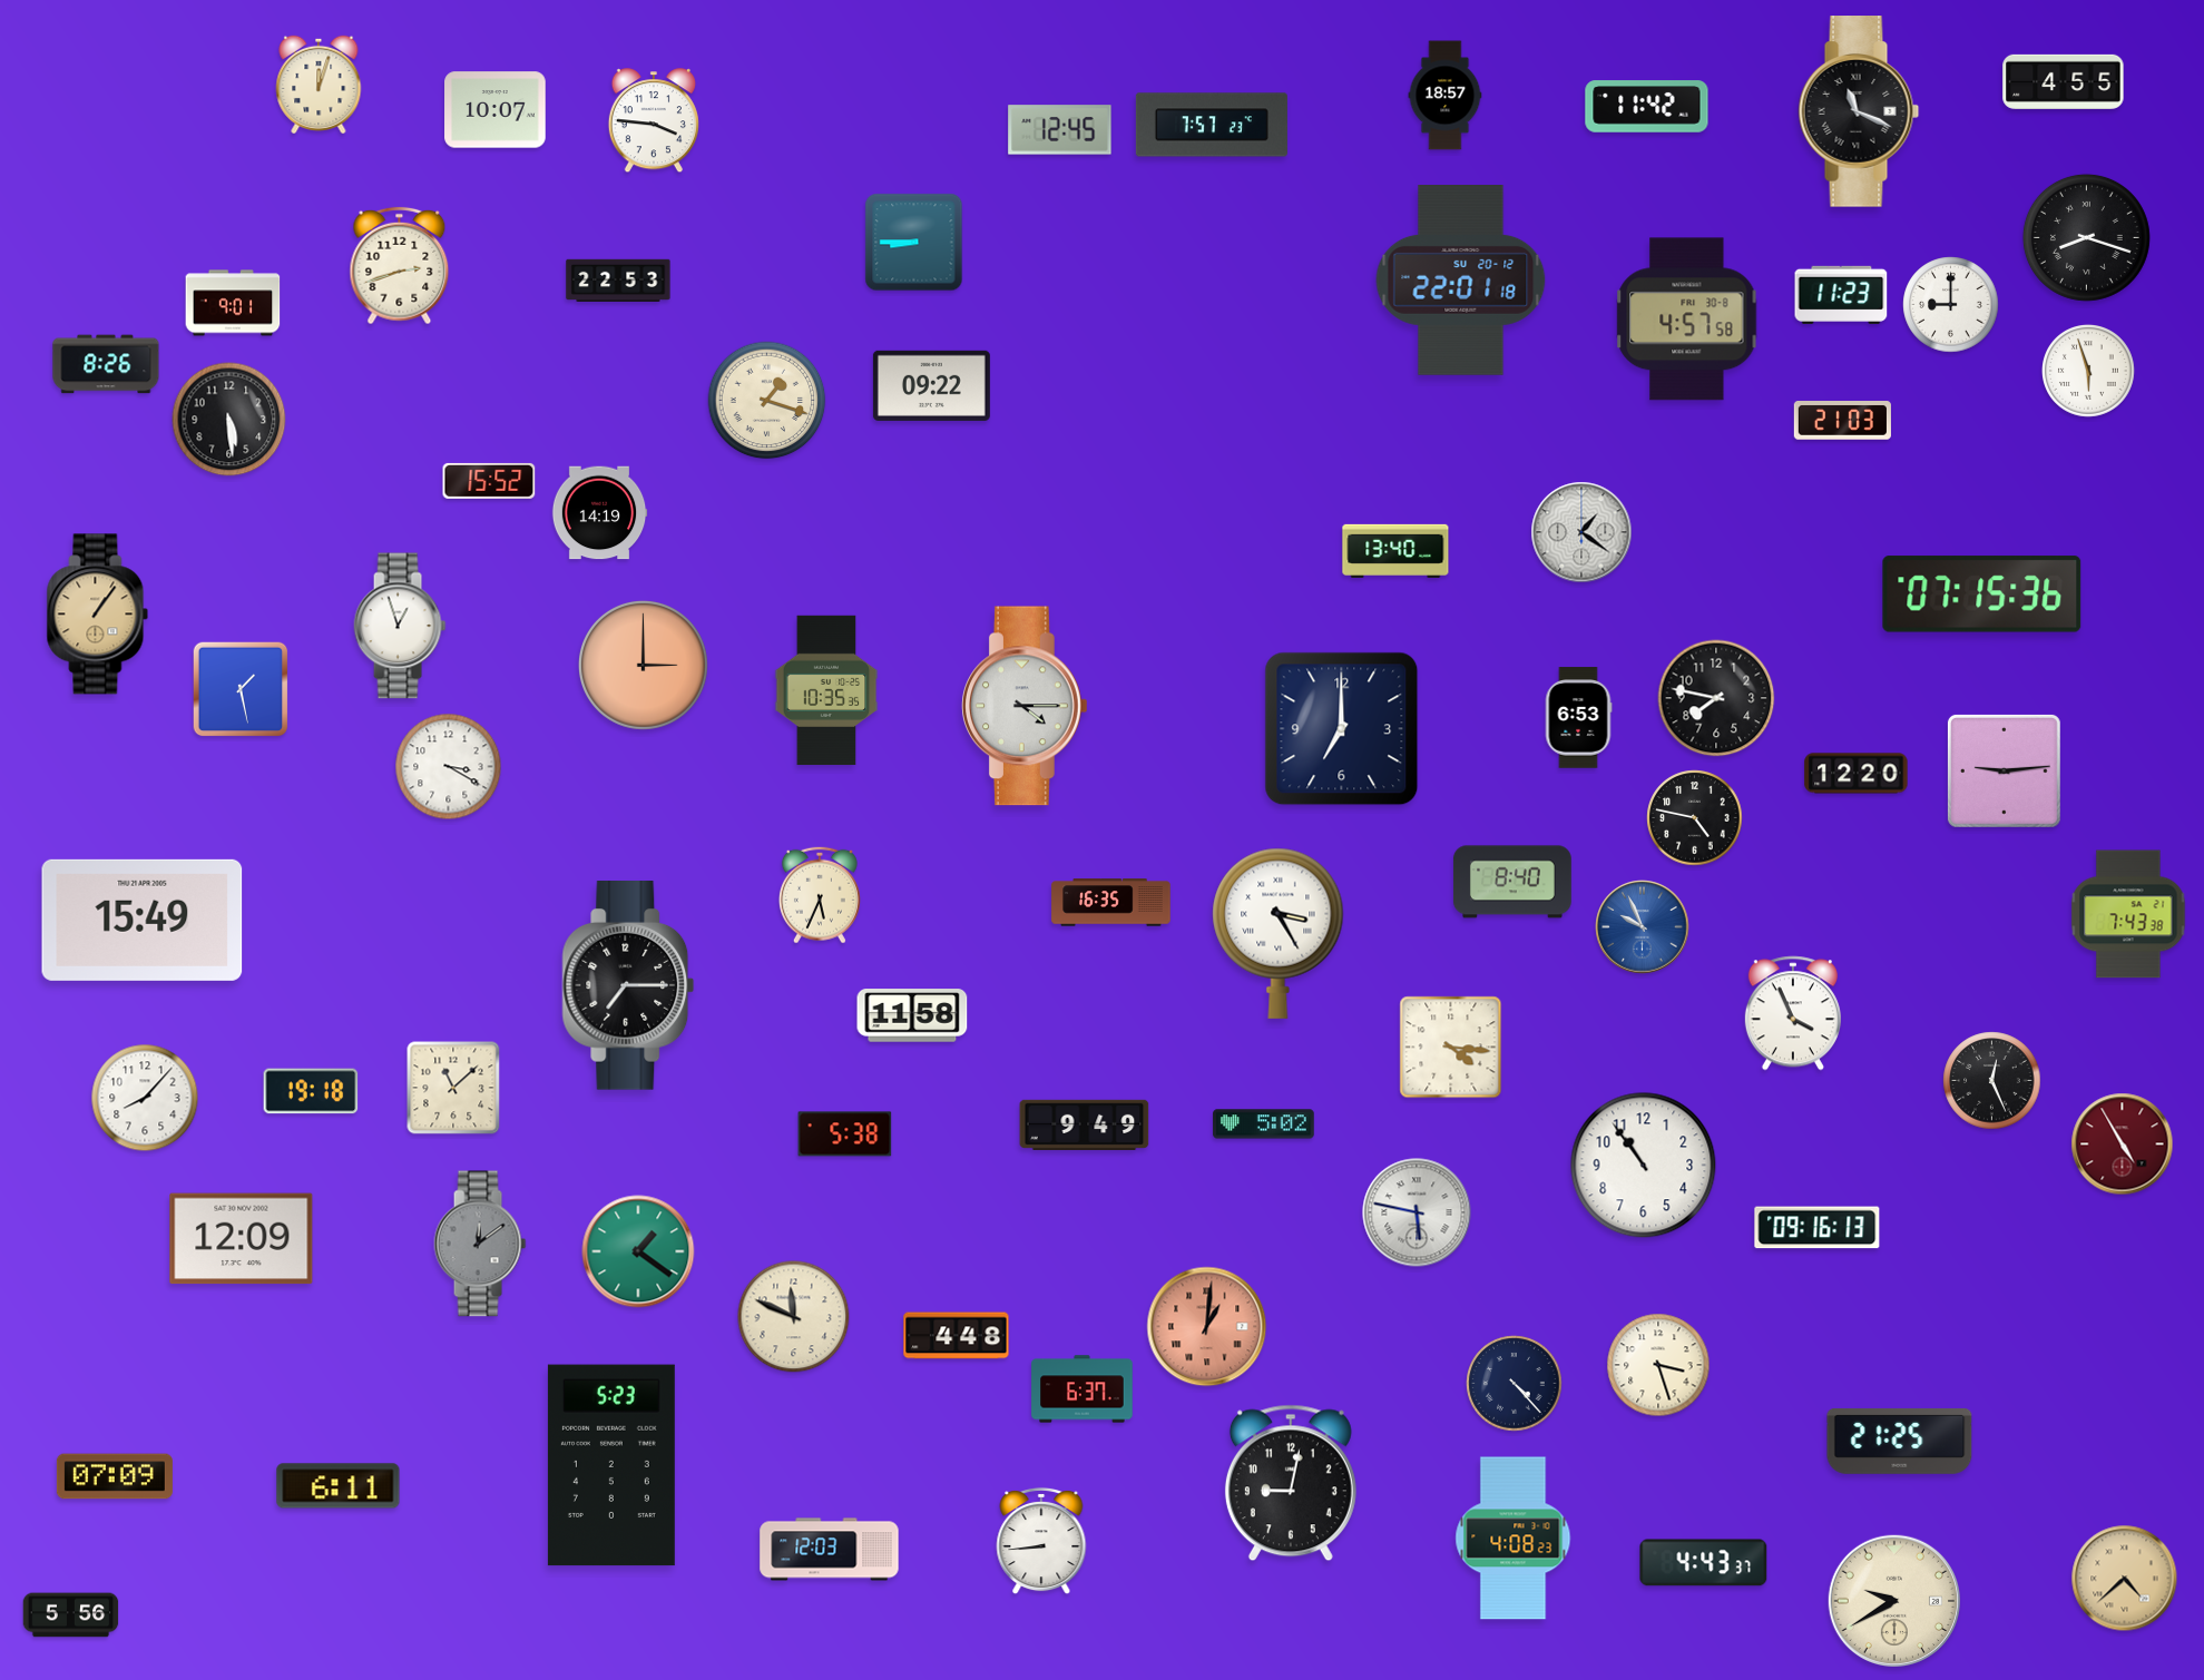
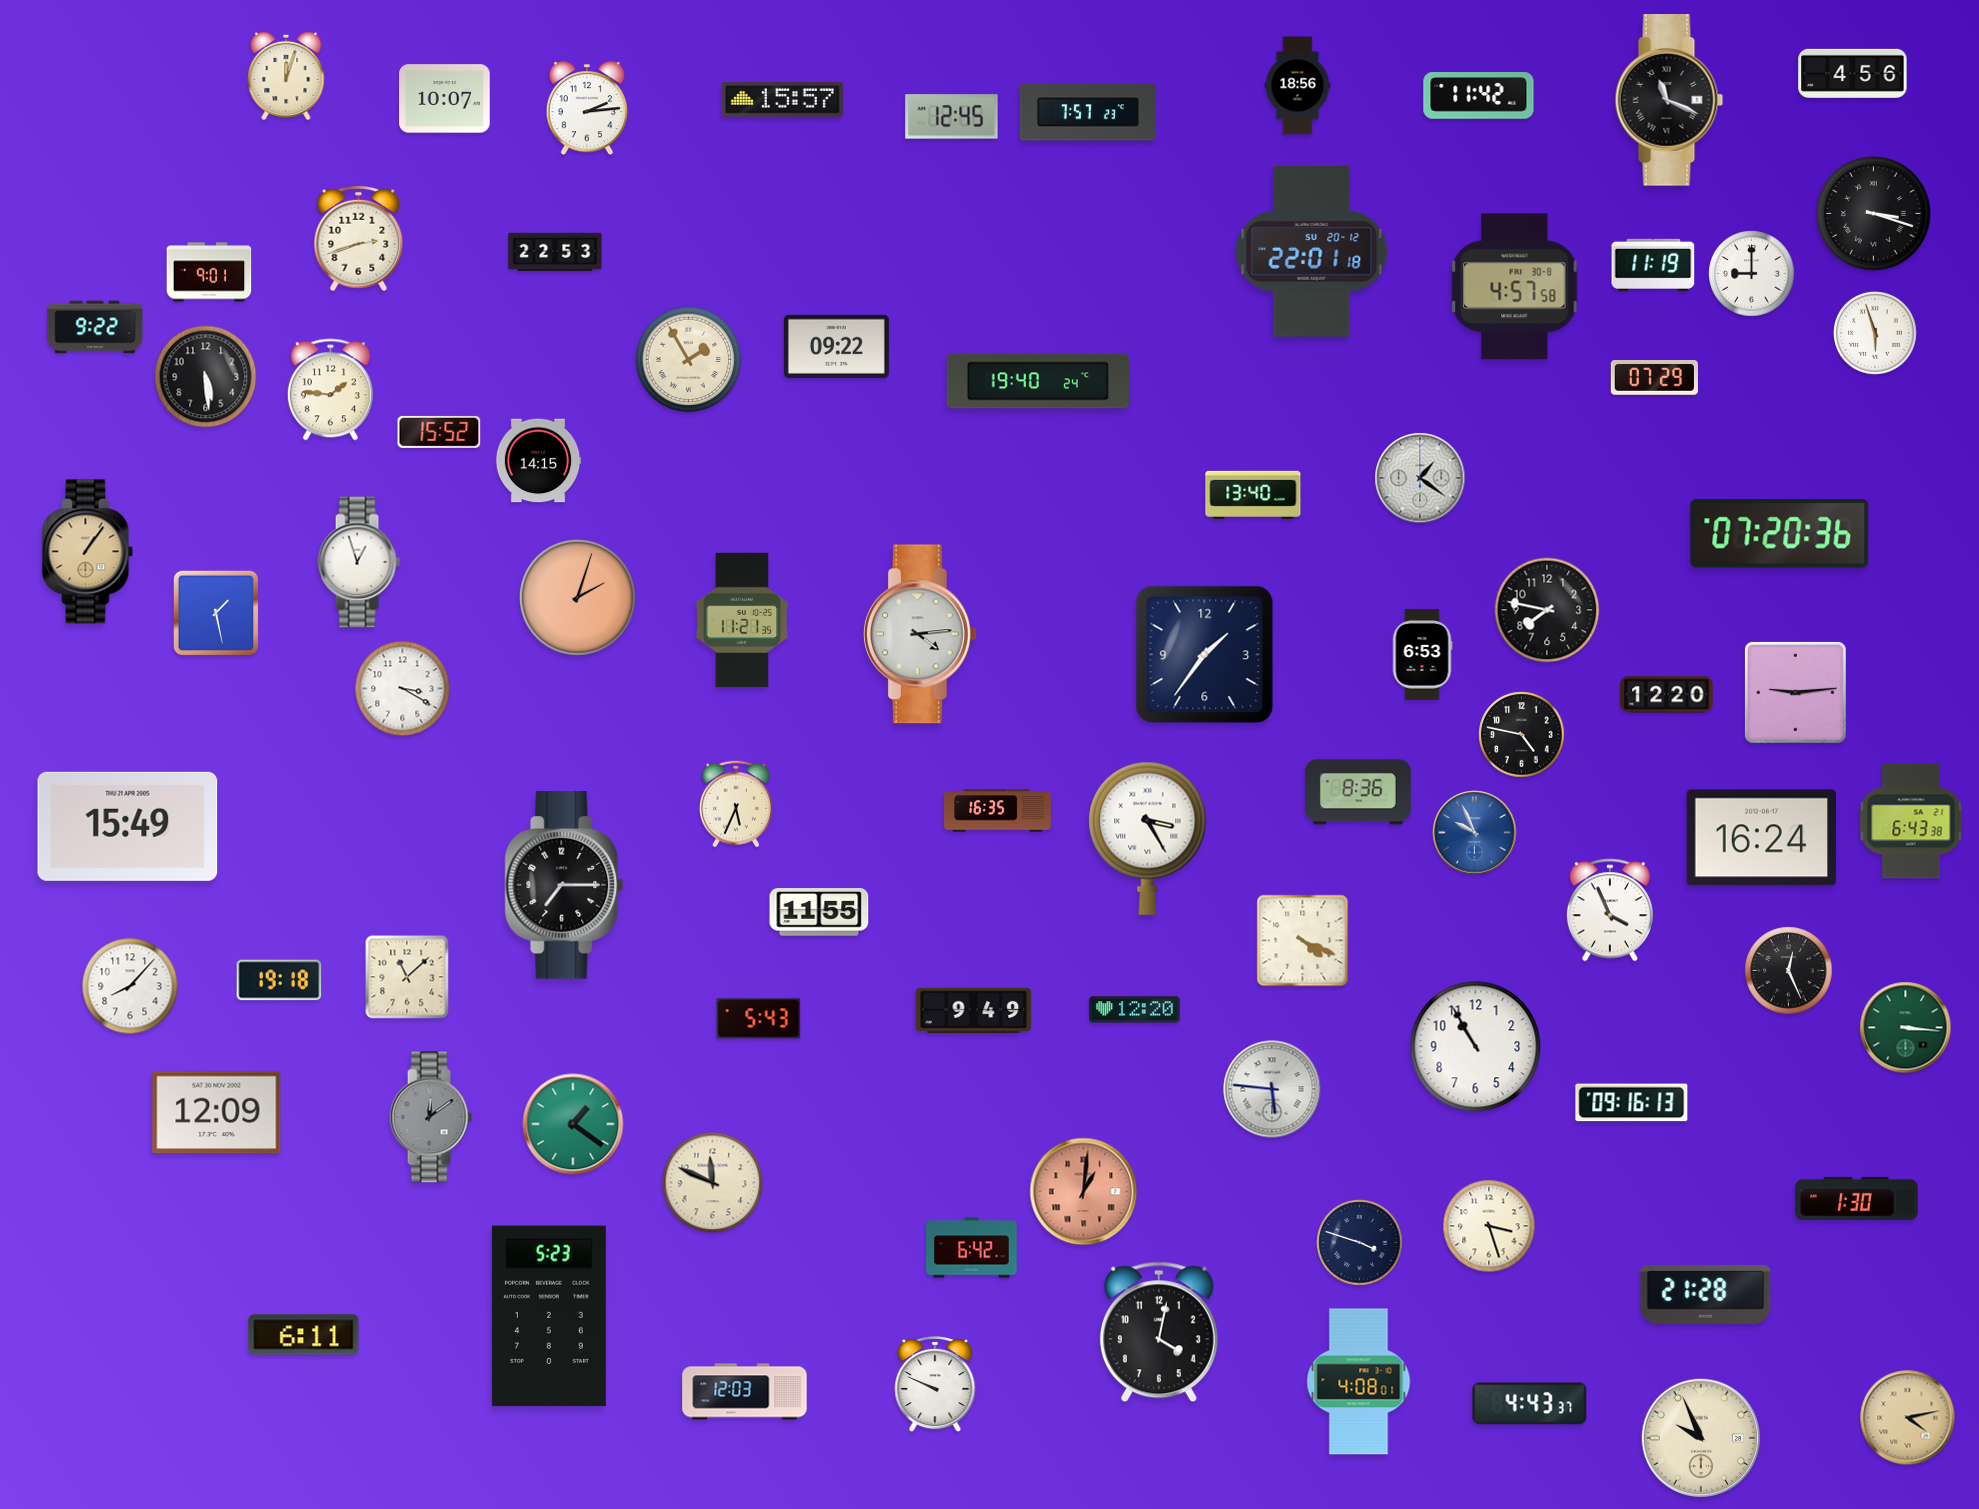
clock at (2064, 81): 4:55 -> 4:56
clock at (1446, 96): 18:57 -> 18:56
clock at (782, 99): none -> 15:57
clock at (654, 121): 3:46 -> 2:14
clock at (2086, 237): 8:18 -> 3:18
clock at (914, 243): 8:45 -> none
clock at (1841, 295): 11:23 -> 11:19
clock at (106, 364): 8:26 -> 9:22
clock at (767, 401): 1:18 -> 1:55
clock at (1842, 421): 21:03 -> 07:29
clock at (1037, 381): none -> 19:40
clock at (330, 390): none -> 1:46
clock at (599, 513): 14:19 -> 14:15
clock at (1982, 595): 07:15 -> 07:20
clock at (644, 666): 3:00 -> 2:03
clock at (241, 689) position: (241, 689) -> (216, 613)
clock at (826, 690): 10:35 -> 11:21
clock at (1716, 698) position: (1716, 698) -> (1547, 610)
clock at (1025, 706): 4:15 -> 4:14
clock at (1578, 718) position: (1578, 718) -> (1422, 655)
clock at (1342, 729): 7:00 -> 1:36
clock at (2004, 770) position: (2004, 770) -> (1795, 692)
clock at (1512, 882): 8:40 -> 8:36
clock at (2128, 914): 7:43 -> 6:43
clock at (1761, 838): none -> 16:24
clock at (912, 1015): 11:58 -> 11:55
clock at (1451, 1048): 4:16 -> 4:19
clock at (1264, 1124): 5:02 -> 12:20
clock at (845, 1134): 5:38 -> 5:43
clock at (2123, 1144): 4:55 -> 3:16
clock at (2123, 1144) dial: burgundy -> green
clock at (1644, 1166): 10:54 -> 10:55
clock at (1417, 1212): 5:47 -> 5:46
clock at (1857, 1198): none -> 1:30
clock at (957, 1336): 4:48 -> none
clock at (1515, 1384): 4:23 -> 3:48
clock at (1083, 1389): 6:37 -> 6:42
clock at (1900, 1441): 21:25 -> 21:28
clock at (115, 1476): 07:09 -> none
clock at (1291, 1483): 9:02 -> 4:02
clock at (1514, 1539): 4:08:23 -> 4:08:01
clock at (1041, 1541): 8:44 -> 9:49
clock at (2125, 1579): 4:38 -> 4:13
clock at (1893, 1600): 9:40 -> 9:56
clock at (71, 1615): 5:56 -> none
